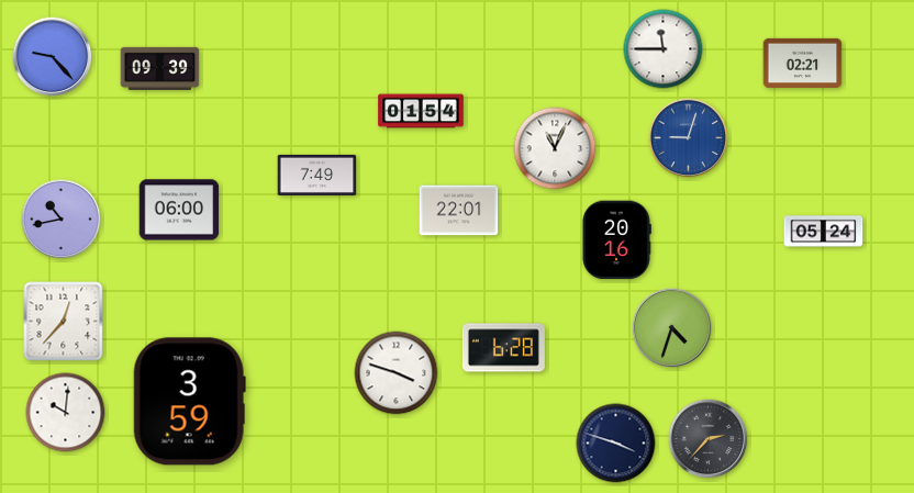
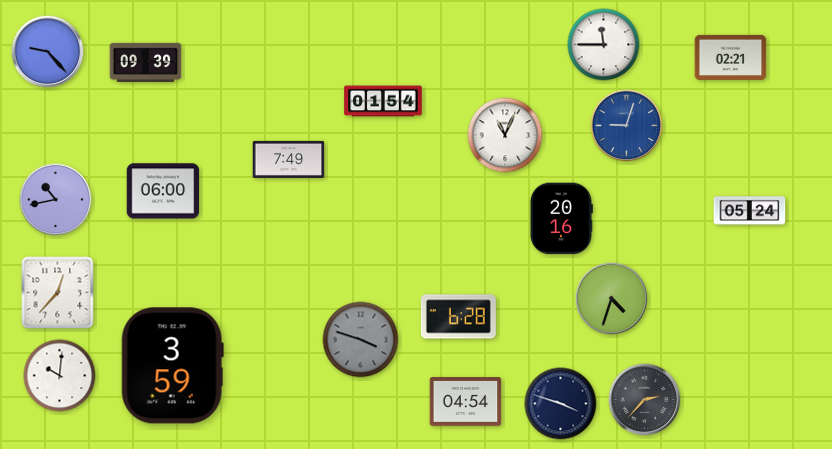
clock at (459, 211): 22:01 -> none
clock at (397, 373) dial: white -> grey
clock at (466, 402): none -> 04:54
